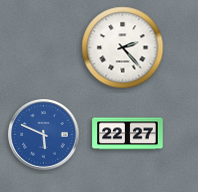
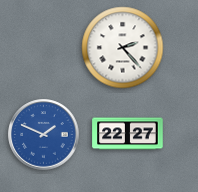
clock at (44, 135): 5:49 -> 1:49
